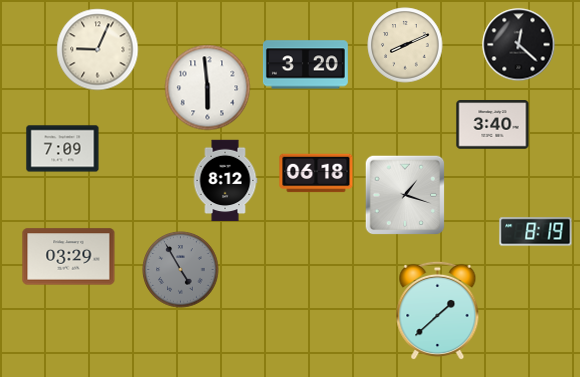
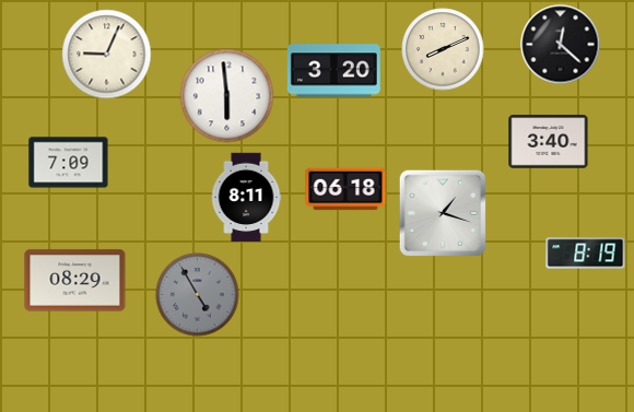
clock at (519, 45) position: (519, 45) -> (561, 45)
clock at (493, 125) position: (493, 125) -> (549, 142)
clock at (225, 181): 8:12 -> 8:11
clock at (69, 257): 03:29 -> 08:29
clock at (438, 311): 1:38 -> none
